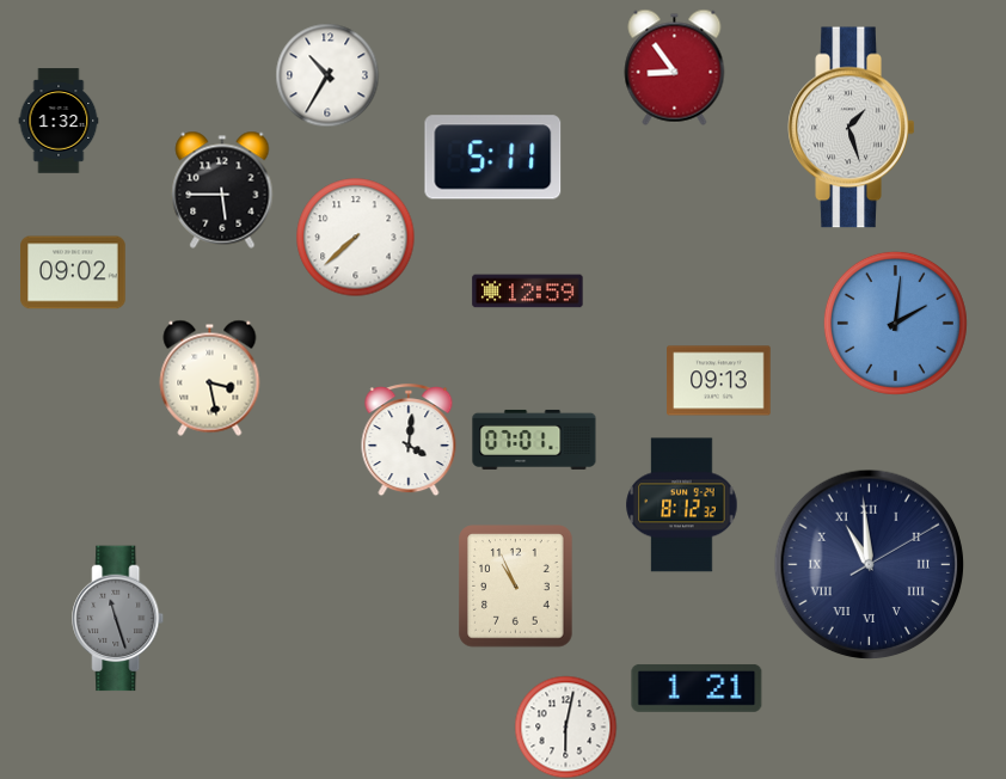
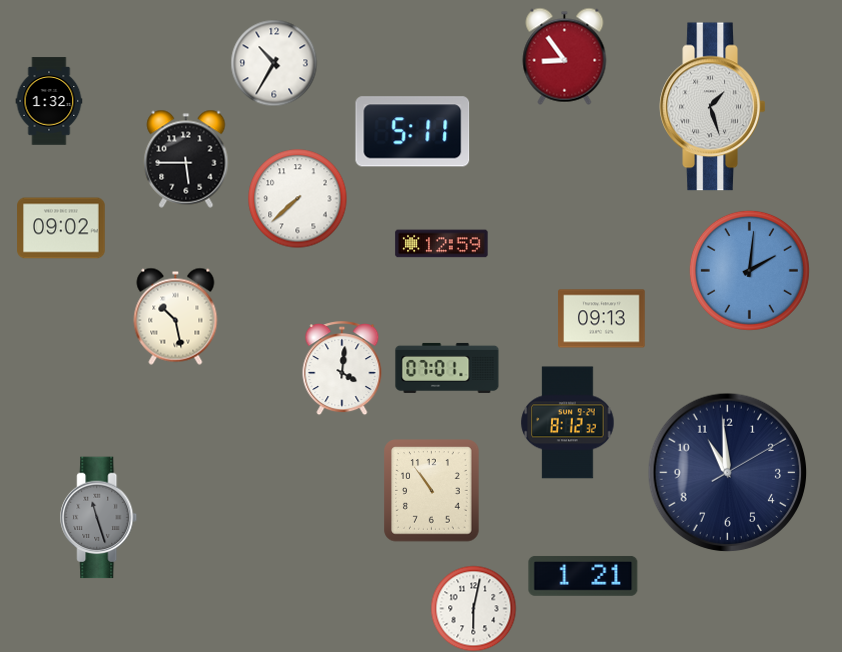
clock at (210, 378): 3:28 -> 10:28
clock at (682, 505) position: (682, 505) -> (568, 423)
clock at (870, 565) numerals: Roman -> Arabic
clock at (516, 587): 10:56 -> 10:54
